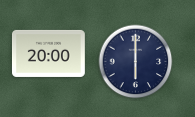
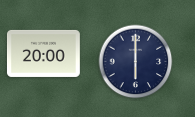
clock at (48, 53) position: (48, 53) -> (43, 53)
